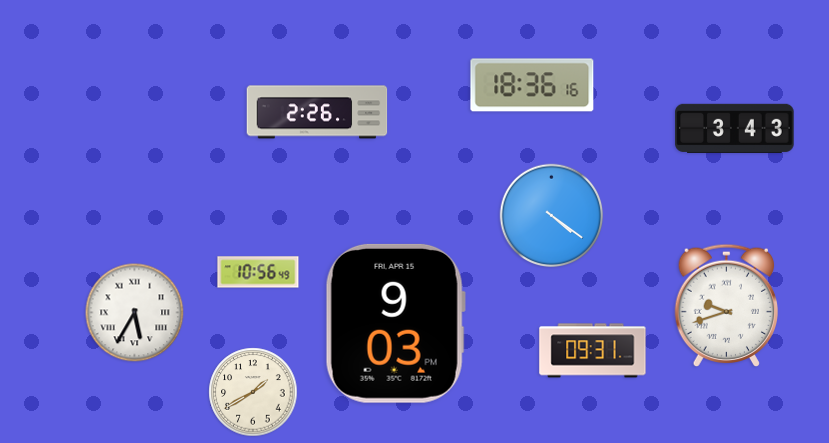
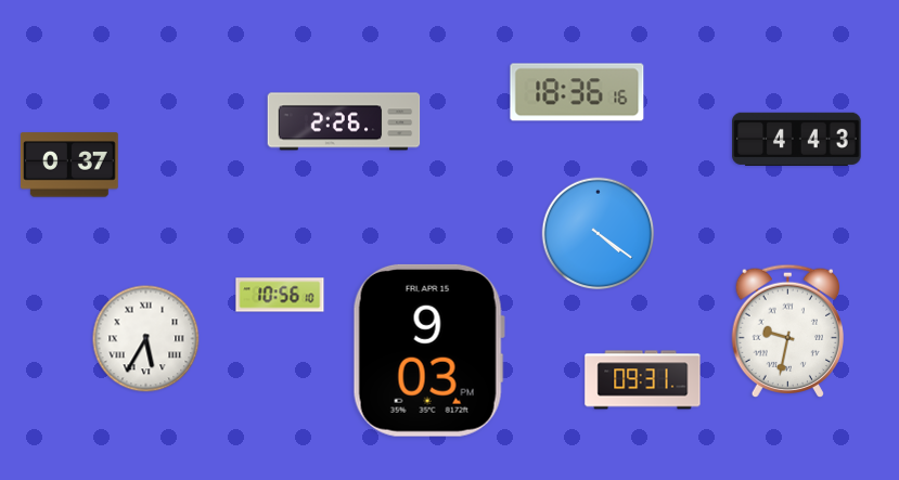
clock at (735, 128): 3:43 -> 4:43
clock at (69, 165): none -> 0:37
clock at (258, 272): 10:56:49 -> 10:56:10
clock at (726, 306): 9:42 -> 9:32
clock at (253, 392): 1:40 -> none
